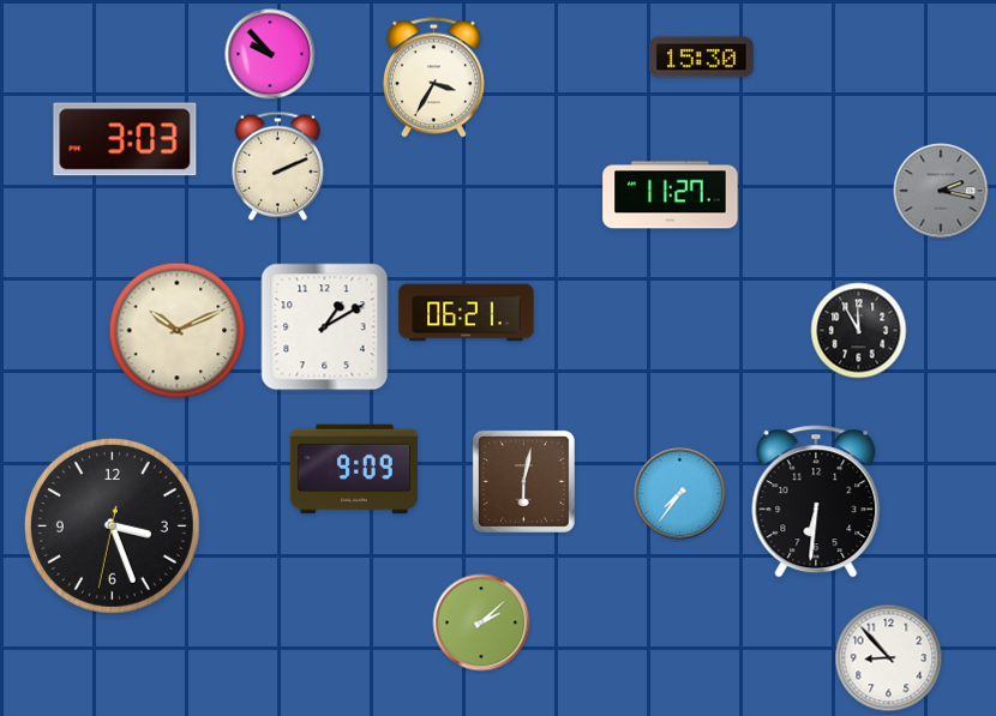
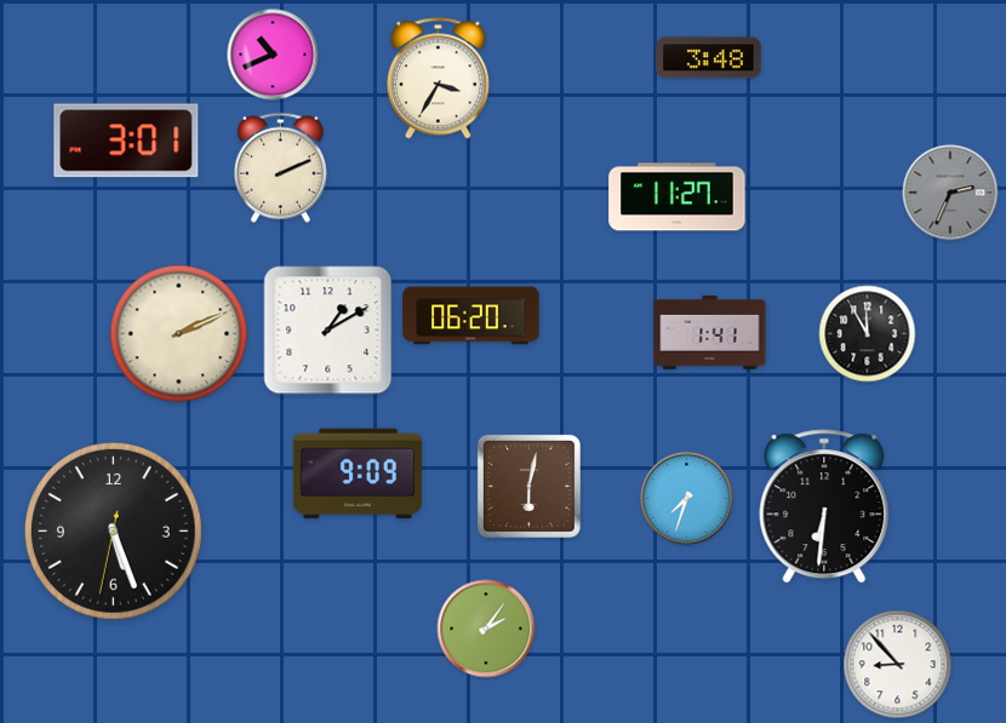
clock at (270, 54): 9:53 -> 10:41
clock at (702, 58): 15:30 -> 3:48
clock at (125, 139): 3:03 -> 3:01
clock at (941, 191): 2:17 -> 2:34
clock at (467, 313): 06:21 -> 06:20
clock at (710, 332): none -> 1:41
clock at (178, 331): 10:11 -> 2:11
clock at (680, 494): 7:36 -> 7:33
clock at (112, 525): 3:26 -> 5:26
clock at (481, 622): 2:08 -> 2:06
